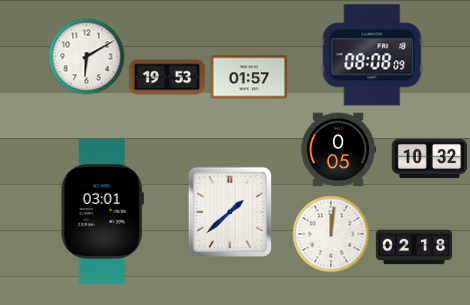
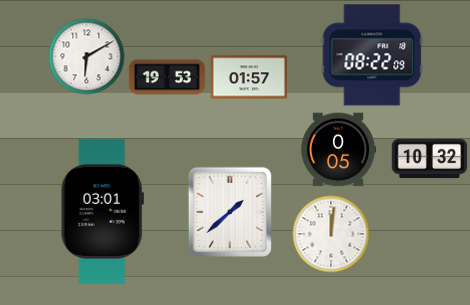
clock at (372, 55): 08:08 -> 08:22
clock at (414, 247): 02:18 -> none
